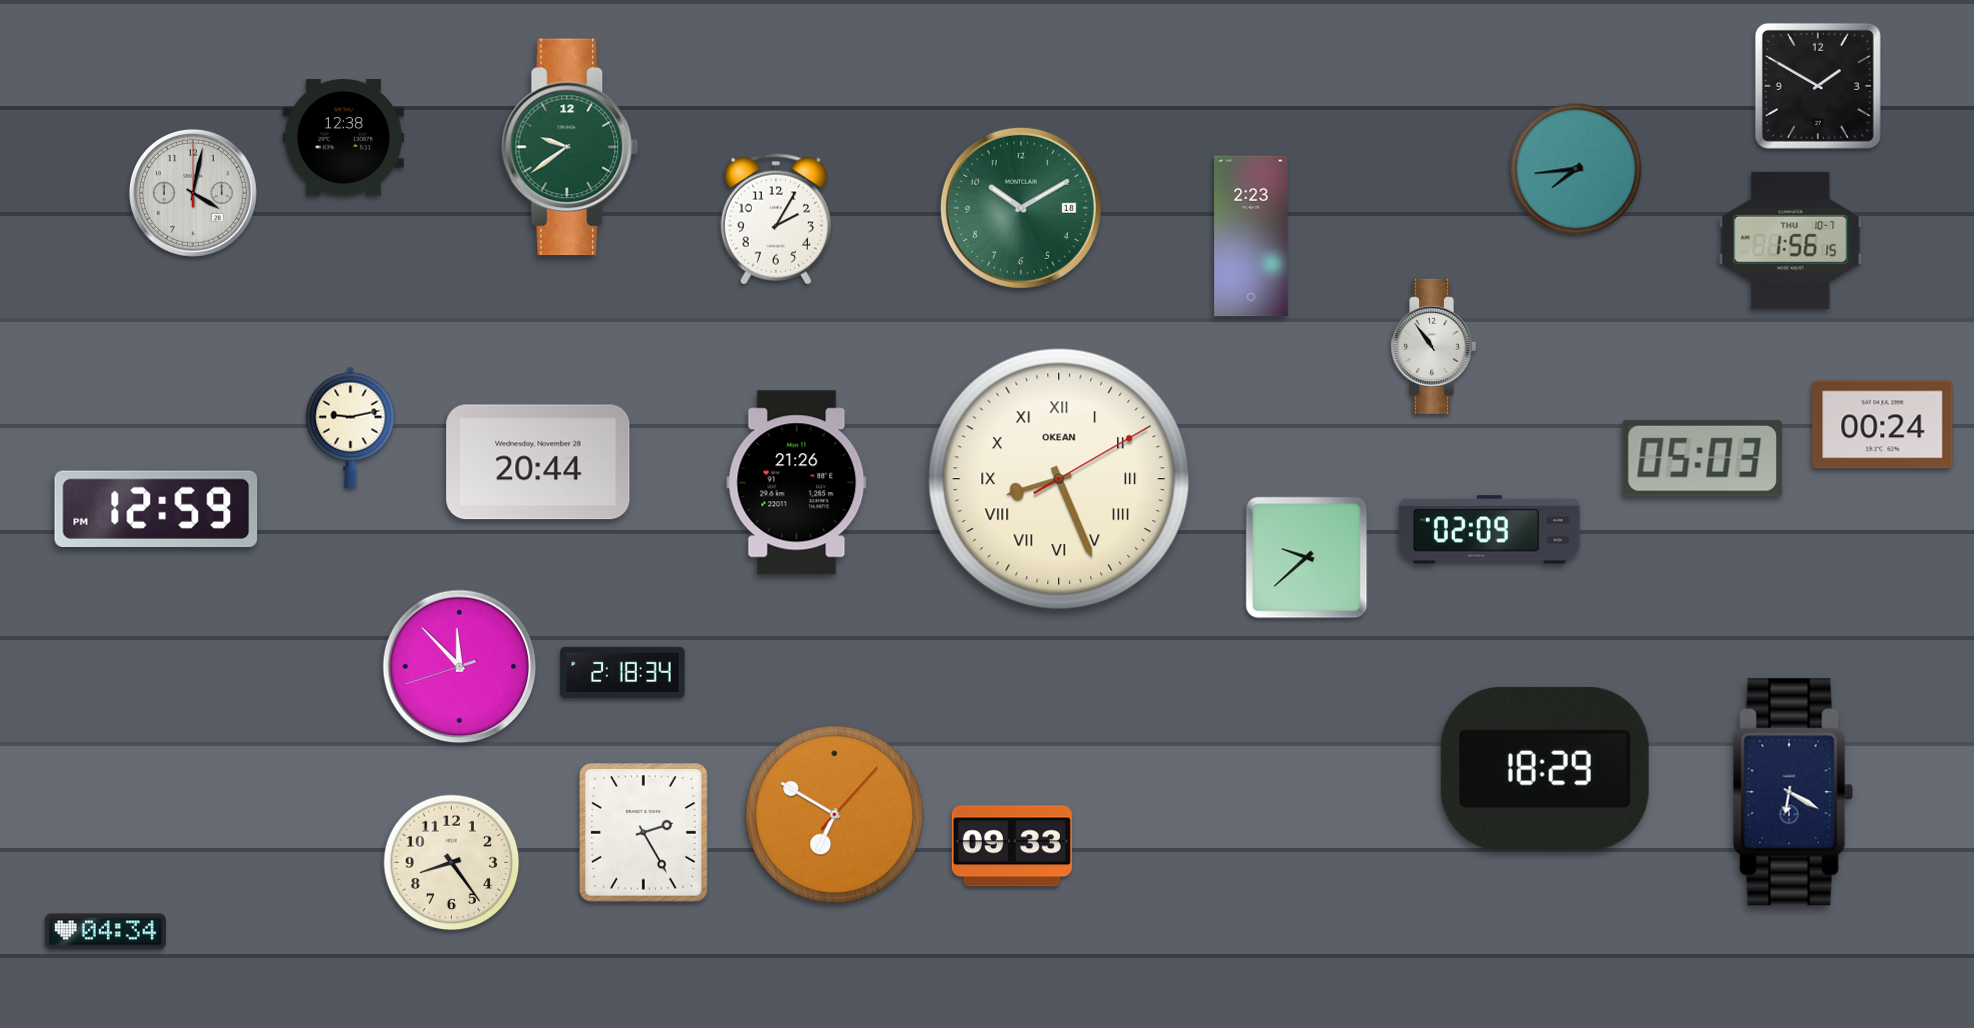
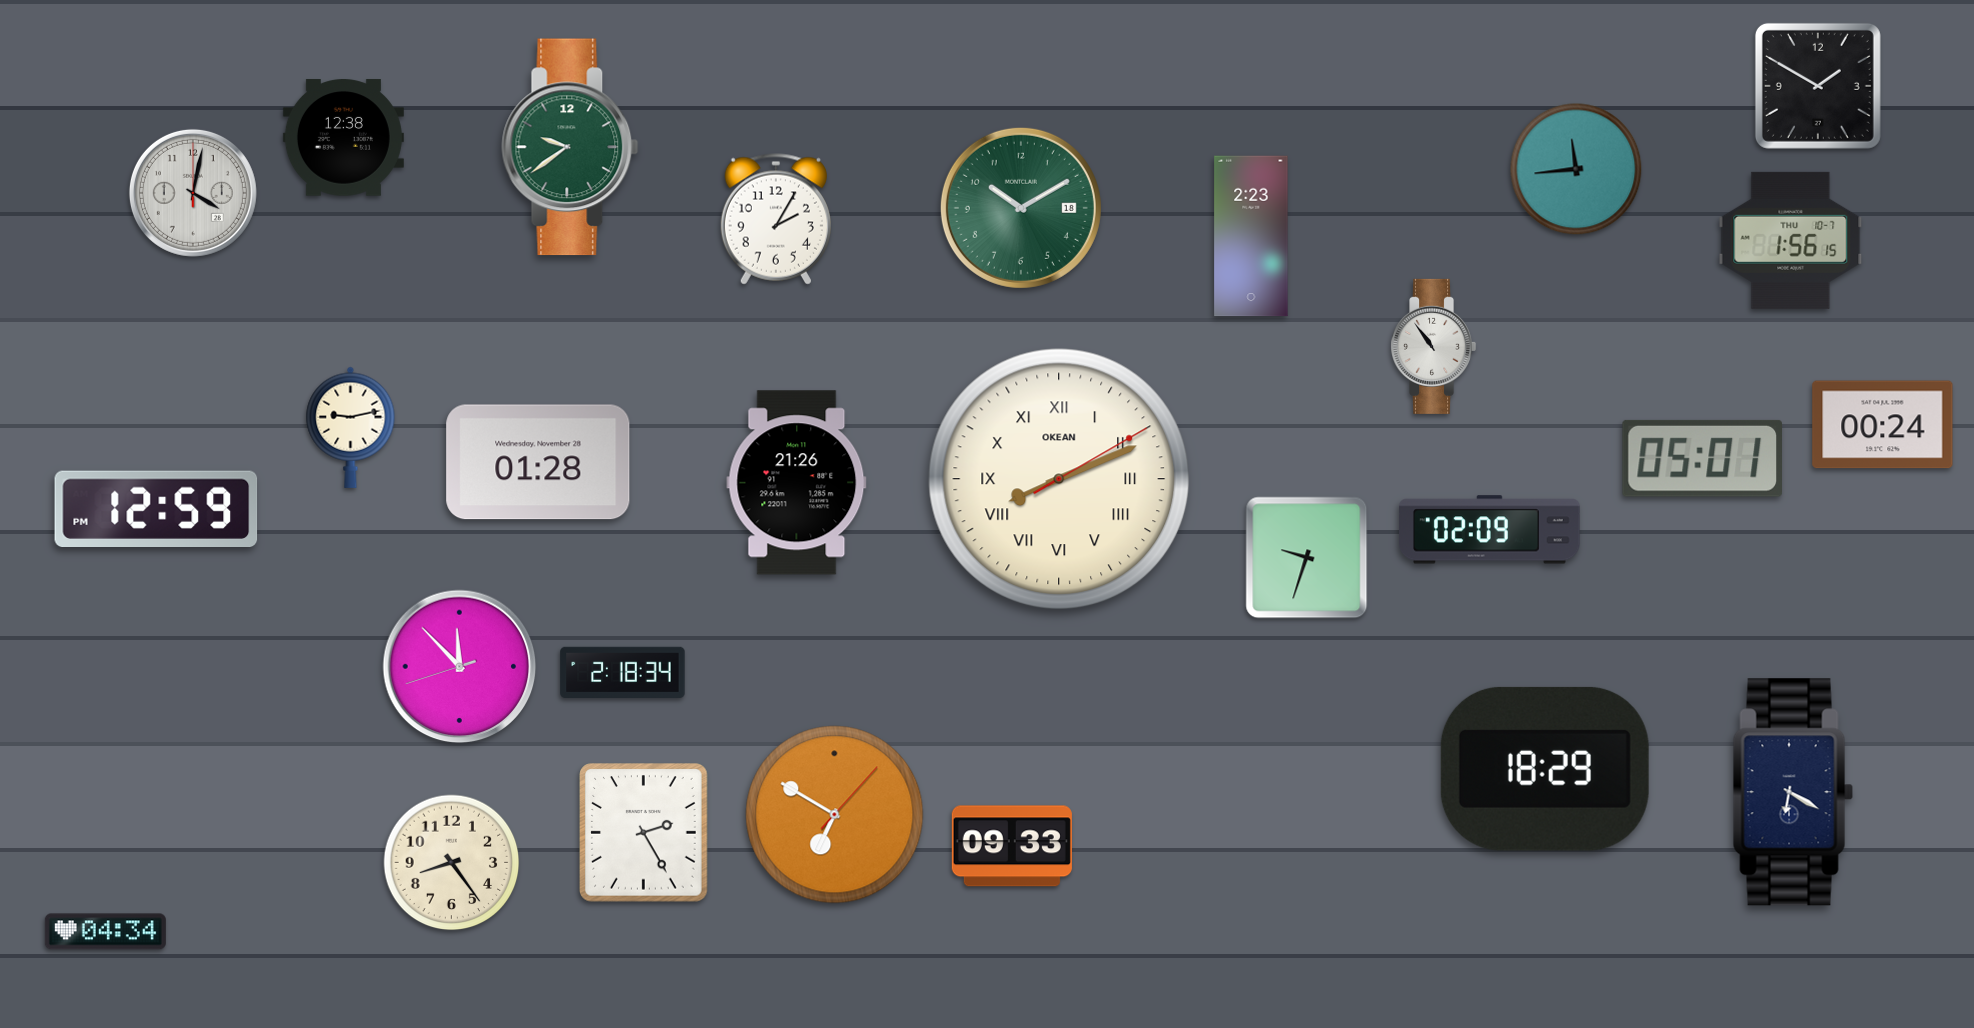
clock at (1576, 169): 7:44 -> 11:44
clock at (1702, 458): 05:03 -> 05:01
clock at (538, 462): 20:44 -> 01:28
clock at (1059, 479): 8:26 -> 8:11
clock at (1307, 558): 9:38 -> 9:33
